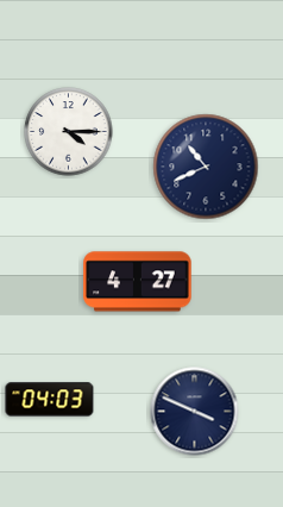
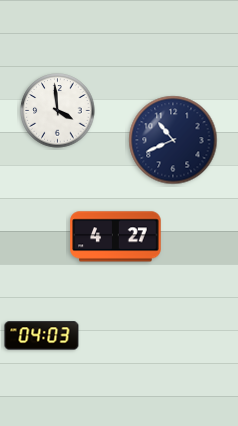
clock at (69, 132): 4:15 -> 3:59
clock at (195, 412): 3:49 -> none
